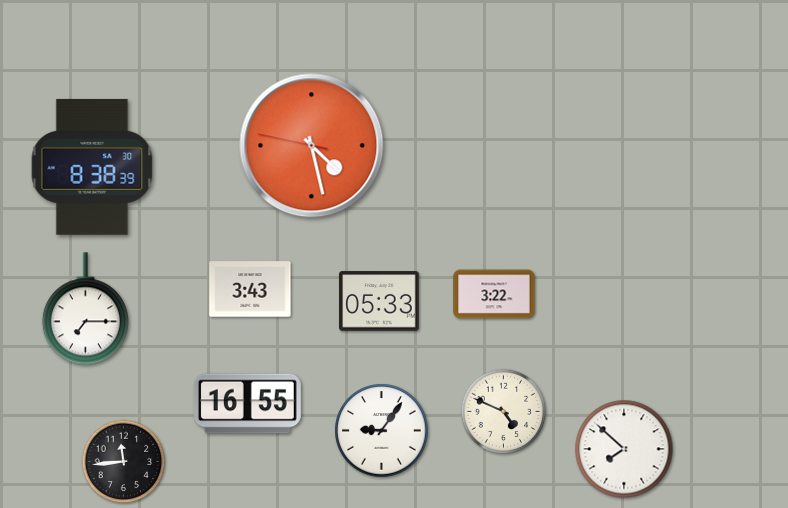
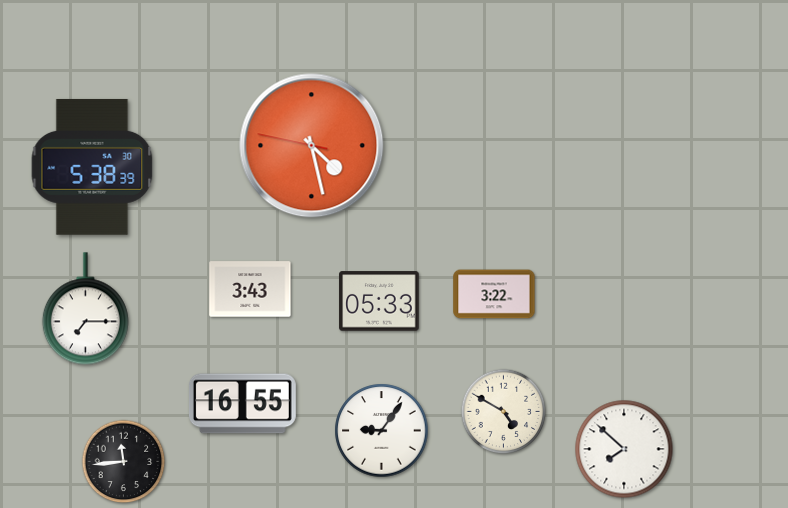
clock at (92, 167): 8:38 -> 5:38
clock at (247, 404) position: (247, 404) -> (242, 404)
clock at (504, 412): 4:49 -> 4:50
